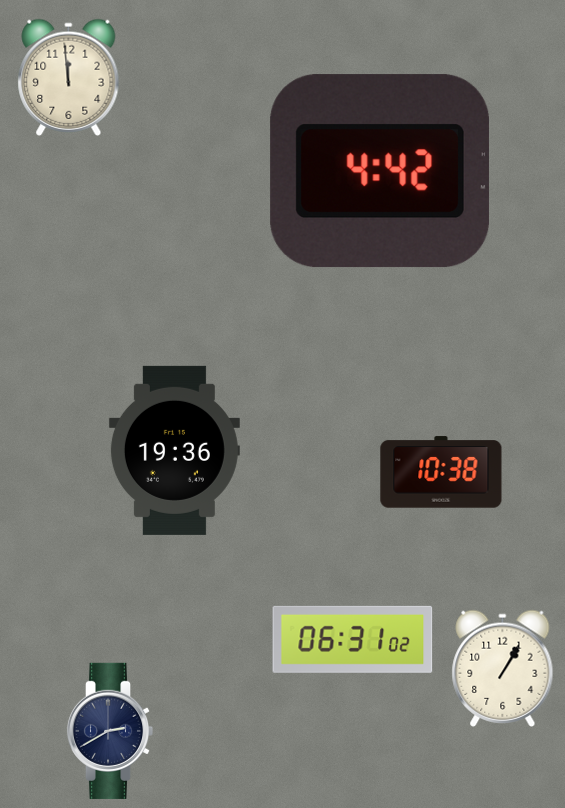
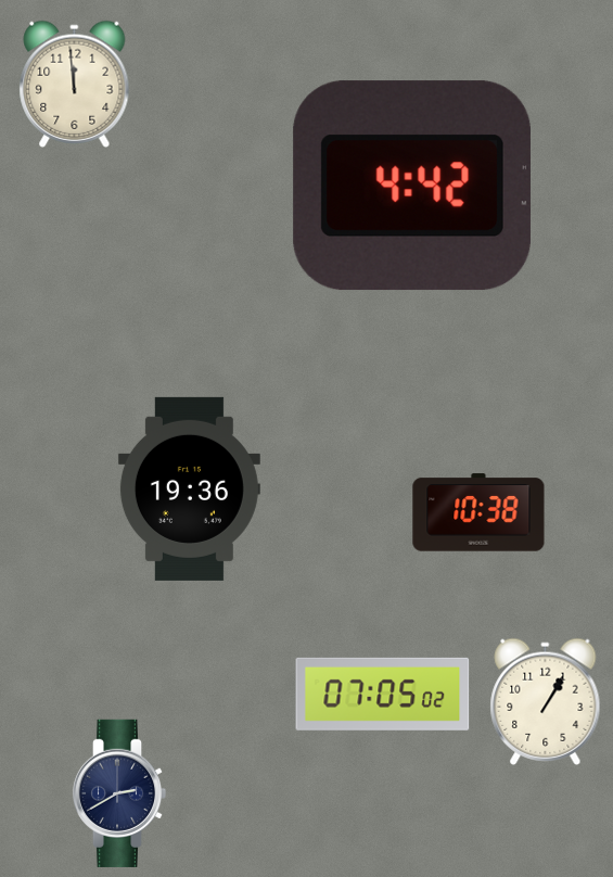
clock at (353, 639): 06:31 -> 07:05
clock at (503, 668) position: (503, 668) -> (546, 701)
